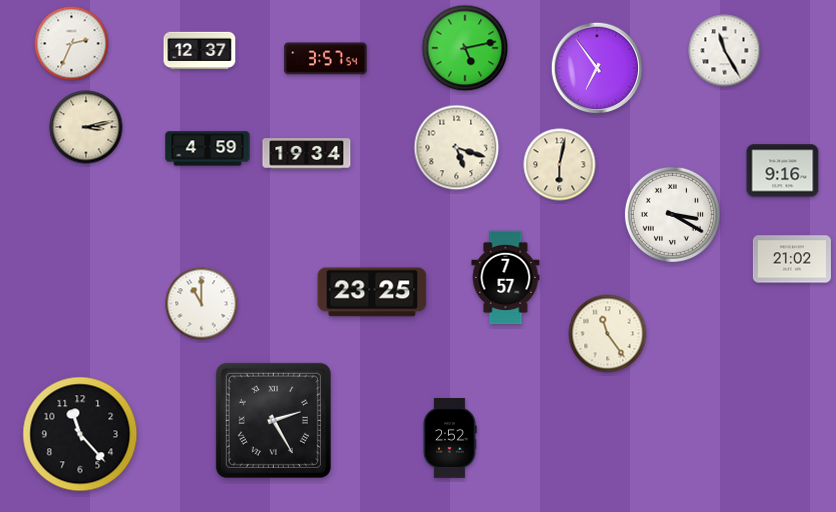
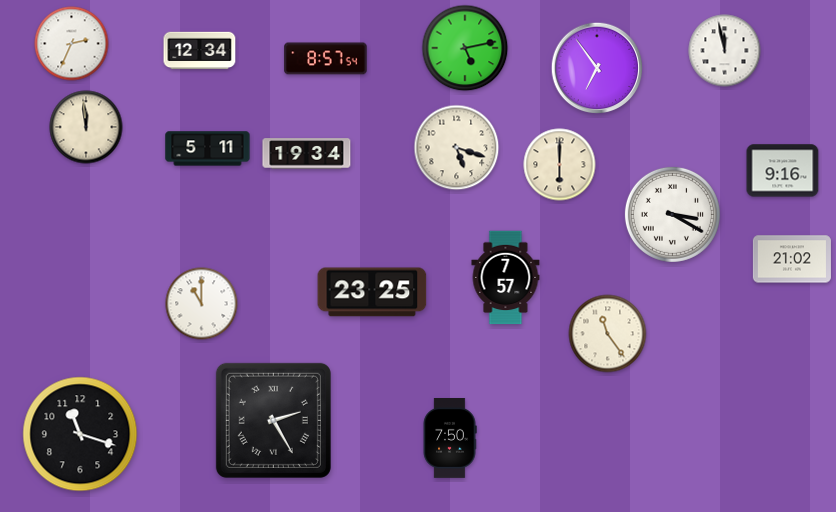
clock at (200, 51): 12:37 -> 12:34
clock at (725, 51): 11:25 -> 11:58
clock at (326, 59): 3:57 -> 8:57
clock at (86, 127): 3:13 -> 11:59
clock at (208, 149): 4:59 -> 5:11
clock at (560, 165): 6:02 -> 6:00
clock at (80, 434): 11:23 -> 11:18
clock at (450, 439): 2:52 -> 7:50
